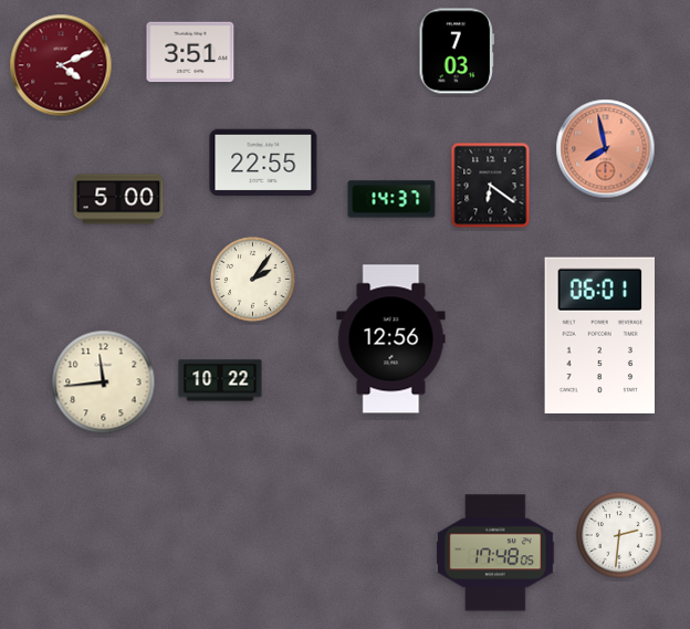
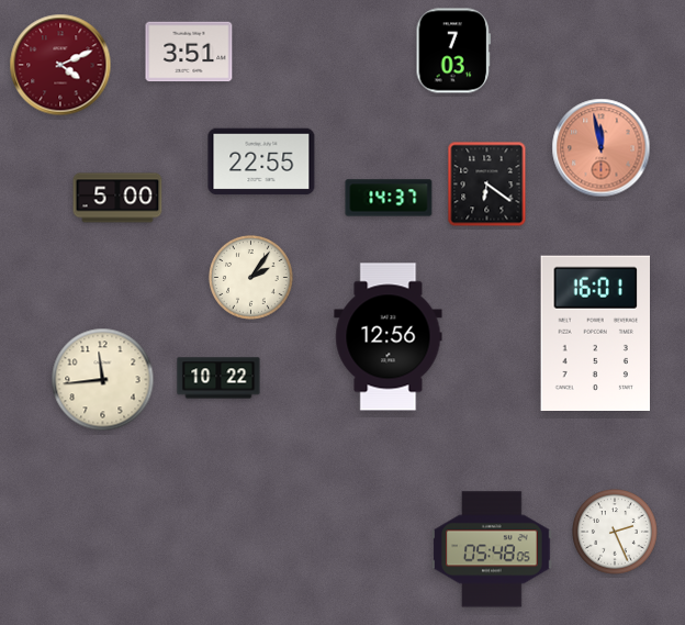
clock at (606, 149): 7:58 -> 11:58
clock at (599, 335): 06:01 -> 16:01
clock at (620, 536): 2:31 -> 2:26
clock at (495, 553): 17:48 -> 05:48
